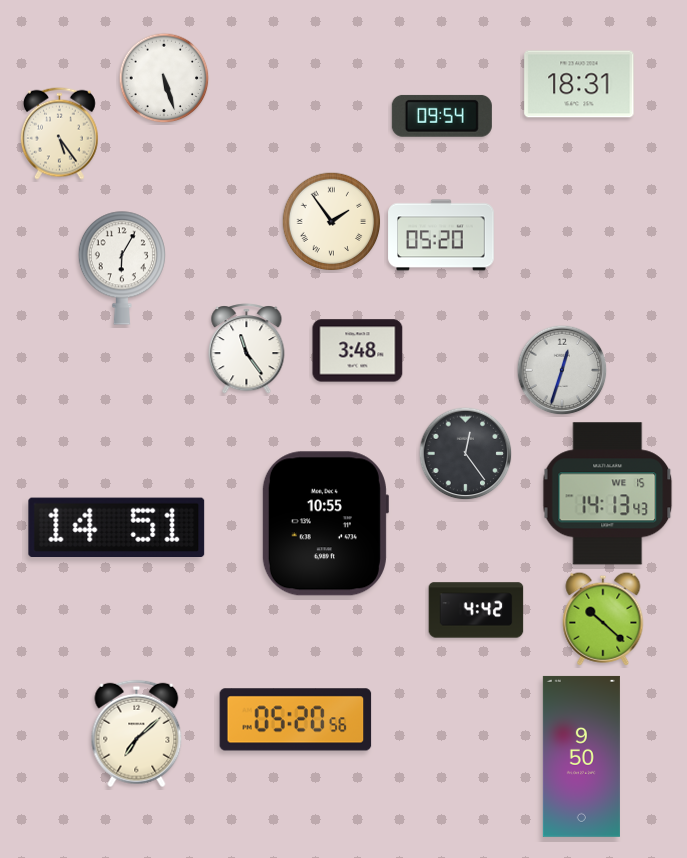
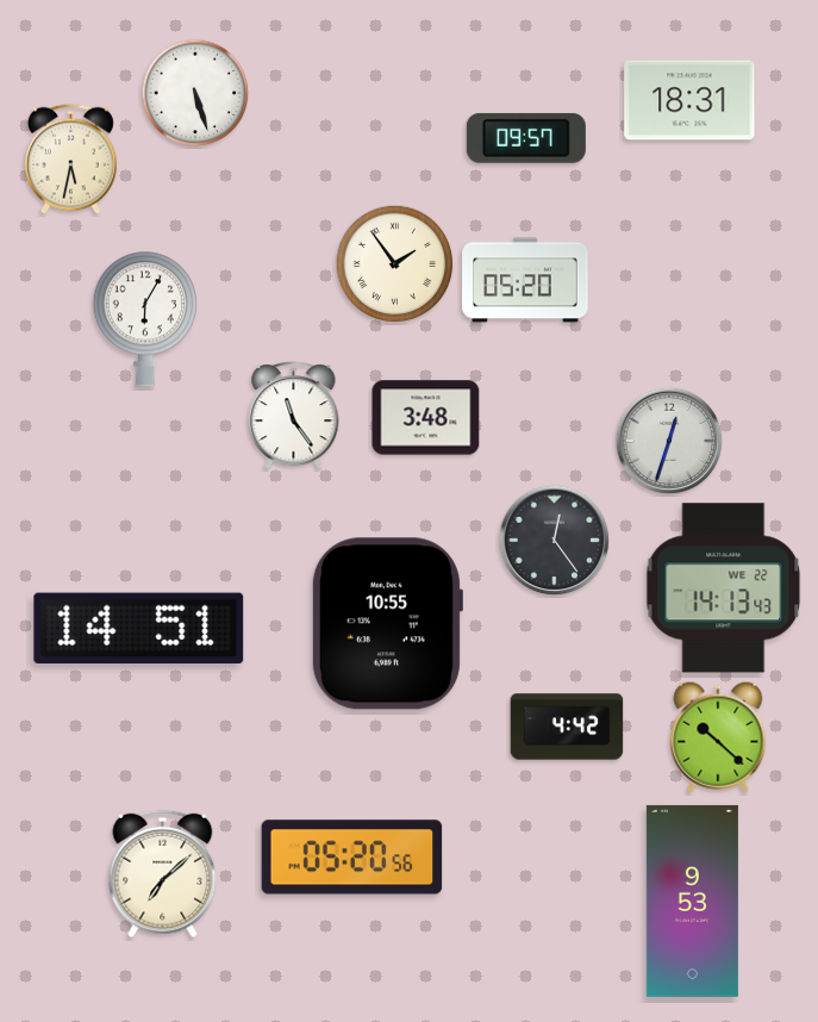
clock at (442, 116): 09:54 -> 09:57
clock at (59, 133): 5:24 -> 5:32
clock at (608, 494) date: WE 15 -> WE 22
clock at (581, 756): 9:50 -> 9:53
